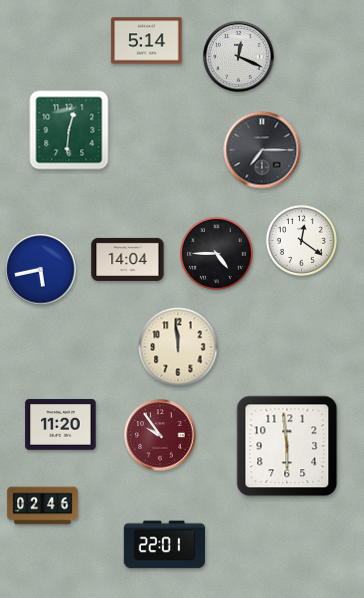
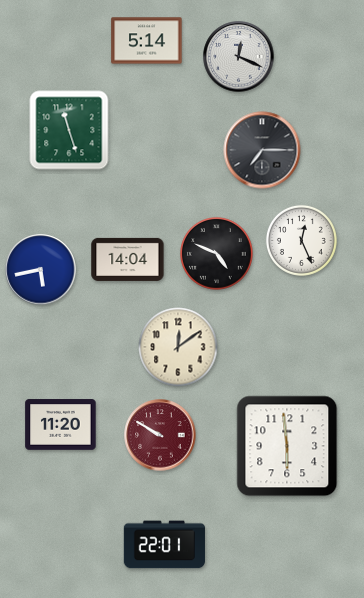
clock at (69, 130): 12:31 -> 11:27
clock at (301, 240): 12:21 -> 12:26
clock at (217, 254): 4:45 -> 4:49
clock at (178, 347): 11:59 -> 12:09
clock at (160, 435): 9:54 -> 9:50
clock at (43, 506): 02:46 -> none
